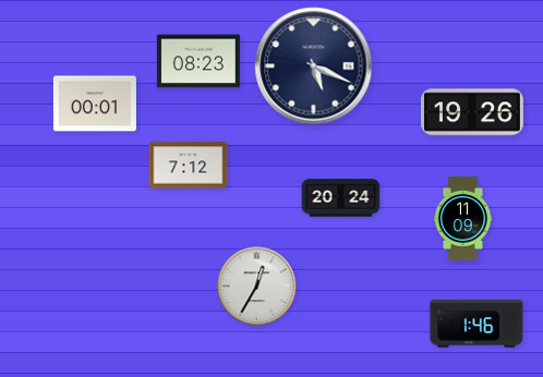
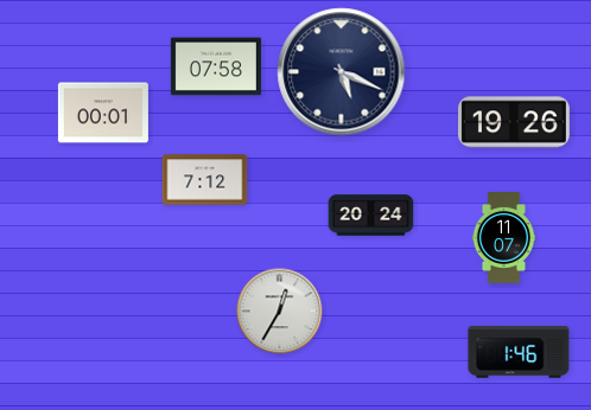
clock at (198, 61): 08:23 -> 07:58
clock at (463, 219): 11:09 -> 11:07
